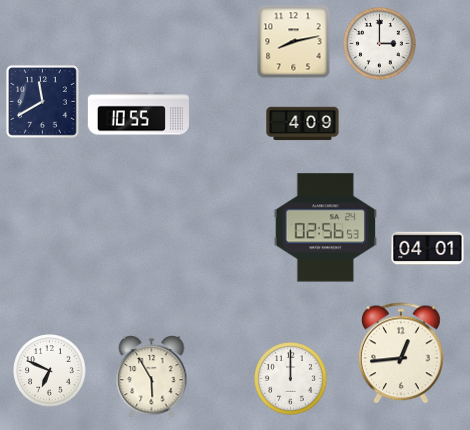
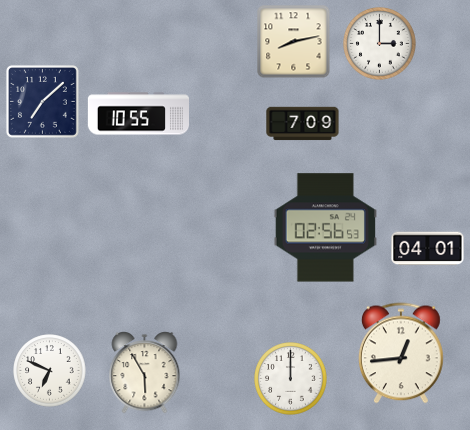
clock at (42, 101): 11:40 -> 7:08
clock at (303, 124): 4:09 -> 7:09
clock at (152, 377) position: (152, 377) -> (145, 373)
